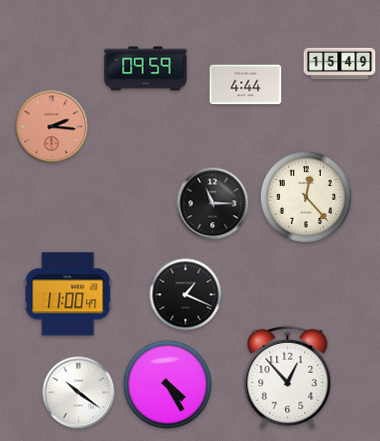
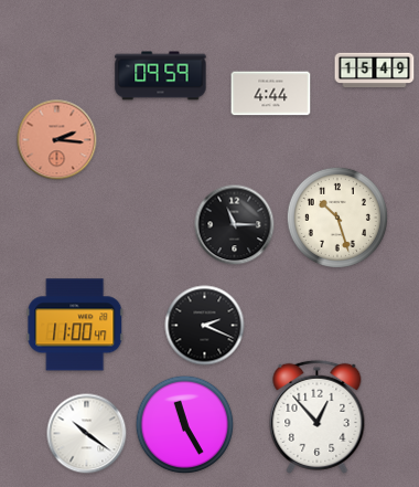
clock at (306, 197): 12:23 -> 10:27
clock at (186, 295): 1:19 -> 2:19
clock at (168, 385): 4:25 -> 11:25
